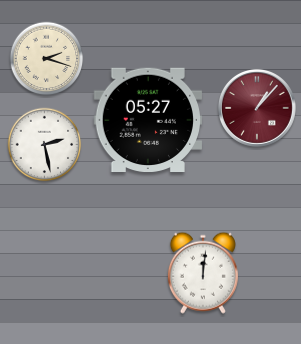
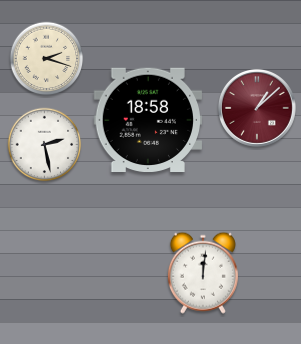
clock at (257, 108): 1:07 -> 1:08
clock at (147, 120): 05:27 -> 18:58
